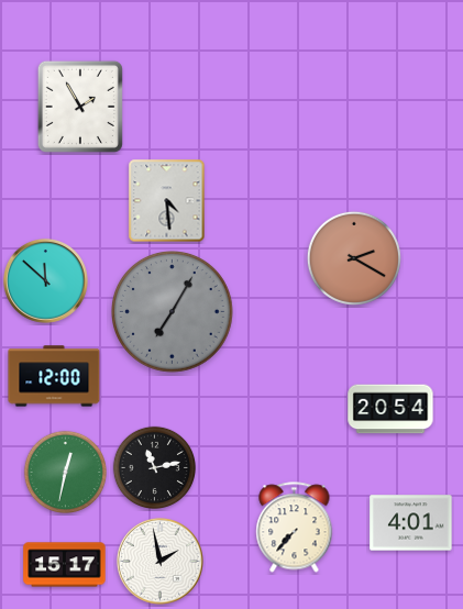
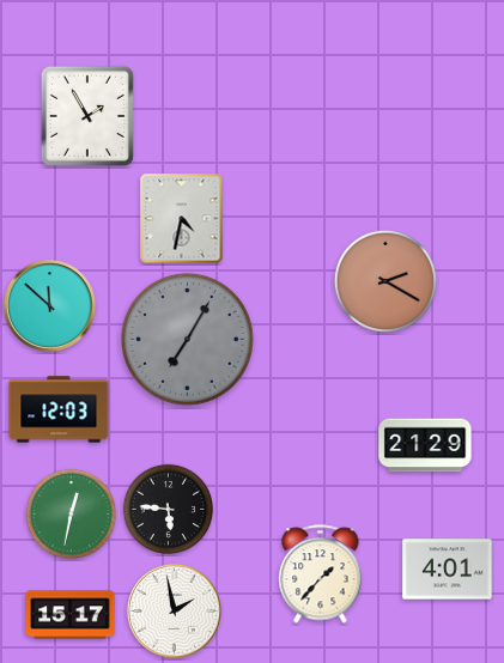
clock at (167, 201): 4:29 -> 4:32
clock at (54, 376): 12:00 -> 12:03
clock at (390, 409): 20:54 -> 21:29
clock at (154, 467): 11:13 -> 5:46
clock at (295, 528): 7:37 -> 1:37
